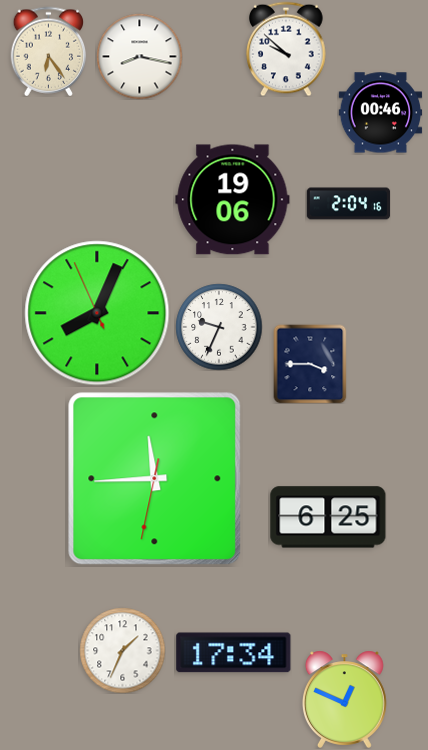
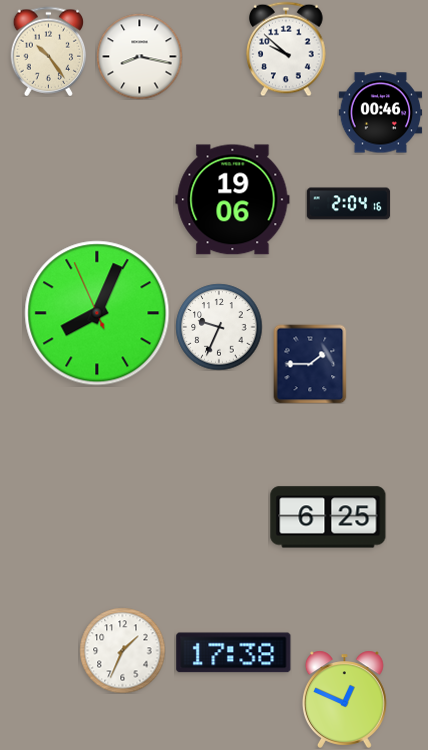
clock at (49, 51): 6:24 -> 10:24
clock at (310, 364): 3:45 -> 1:45
clock at (155, 479): 11:44 -> none
clock at (234, 653): 17:34 -> 17:38
